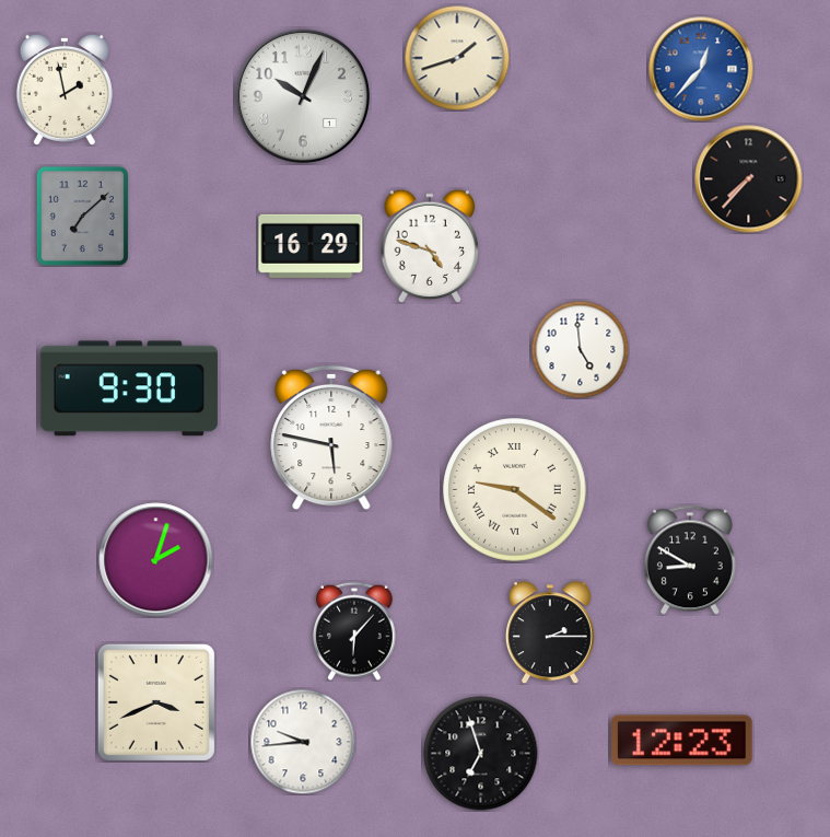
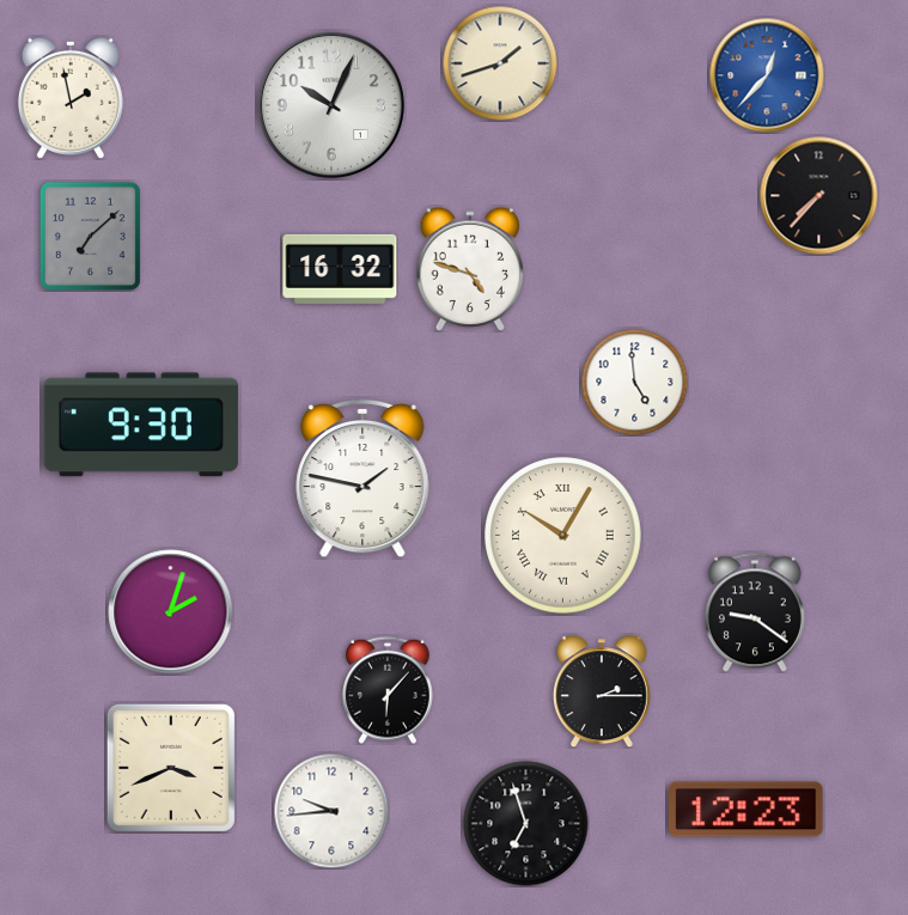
clock at (311, 246): 16:29 -> 16:32
clock at (331, 438): 5:47 -> 1:47
clock at (515, 490): 9:21 -> 10:05
clock at (690, 560): 8:50 -> 9:21
